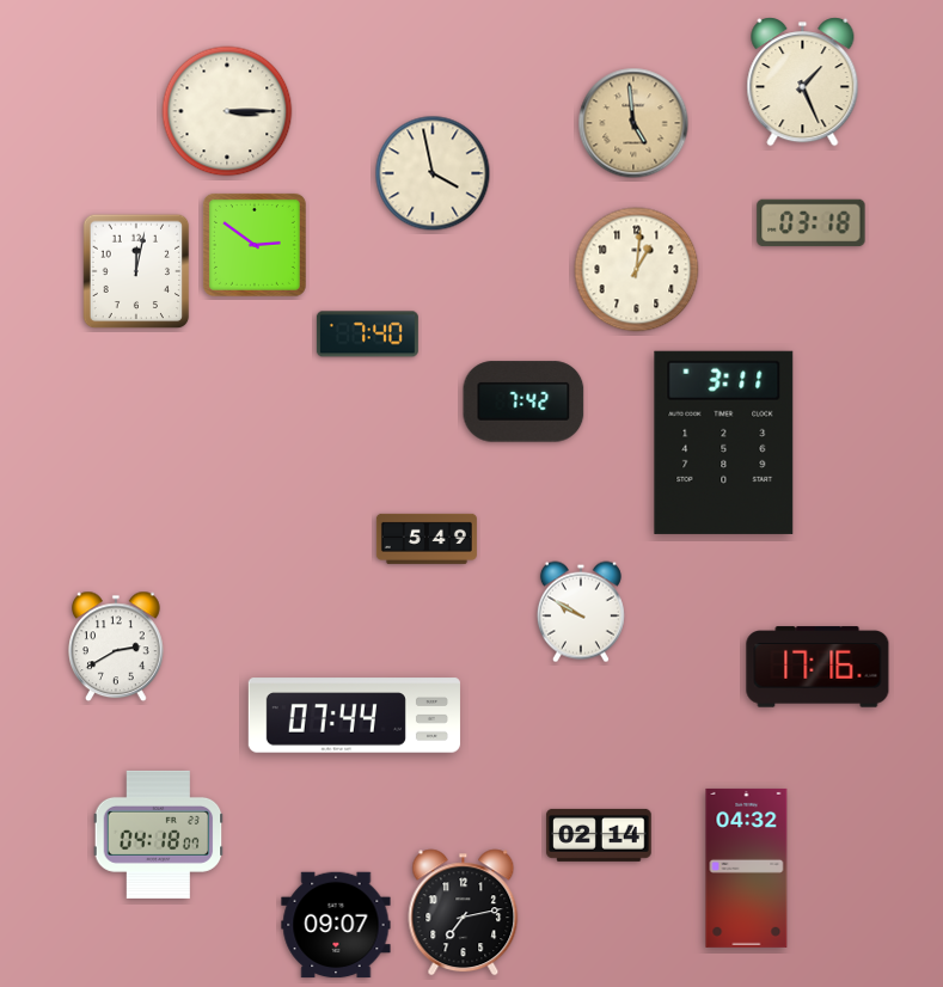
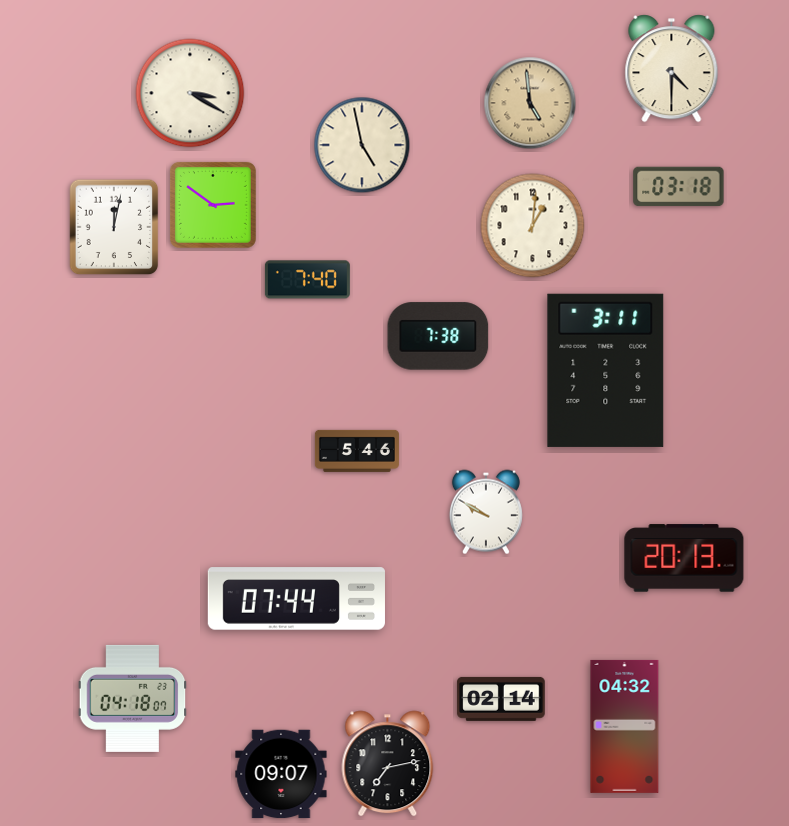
clock at (803, 82): 1:26 -> 4:30
clock at (227, 111): 3:15 -> 3:20
clock at (433, 173): 3:58 -> 4:58
clock at (523, 401): 7:42 -> 7:38
clock at (427, 539): 5:49 -> 5:46
clock at (117, 646): 2:40 -> none
clock at (818, 667): 17:16 -> 20:13
